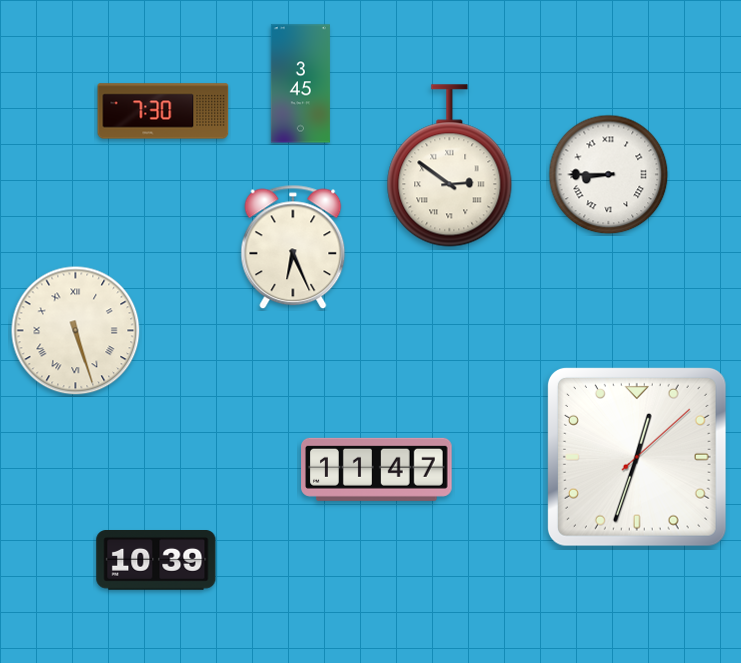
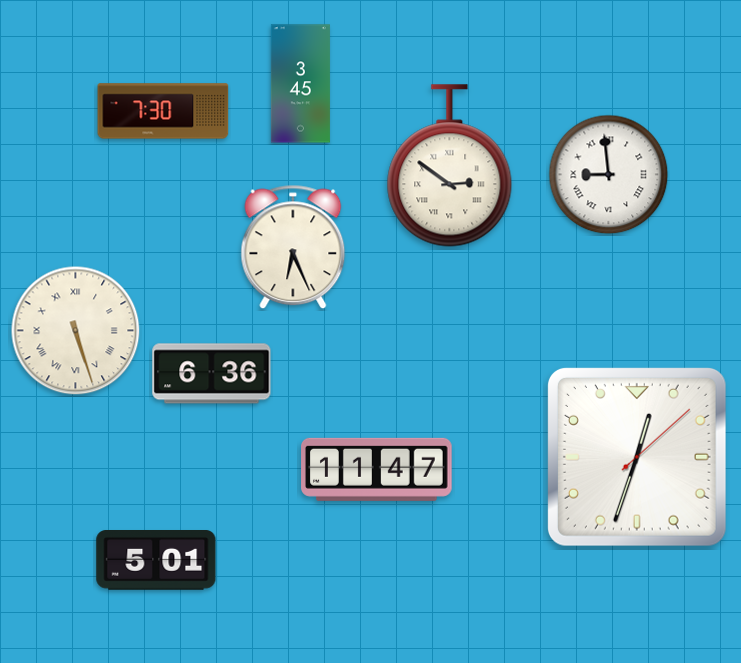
clock at (609, 175): 8:45 -> 8:59
clock at (212, 374): none -> 6:36
clock at (156, 561): 10:39 -> 5:01
